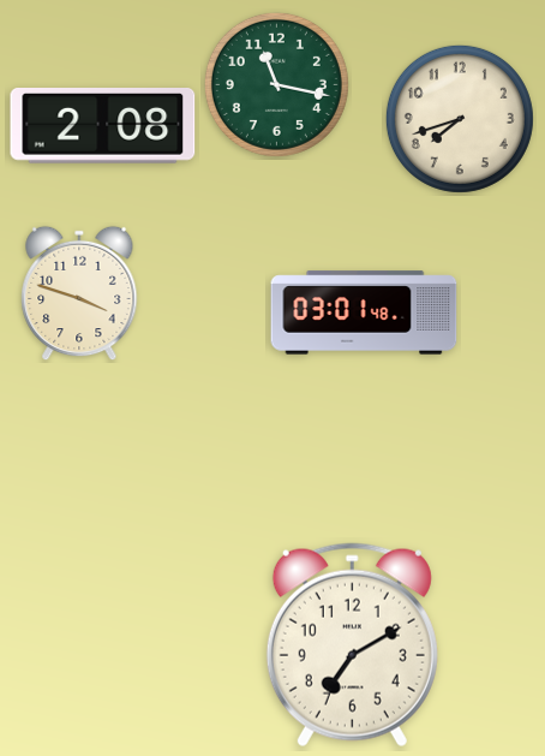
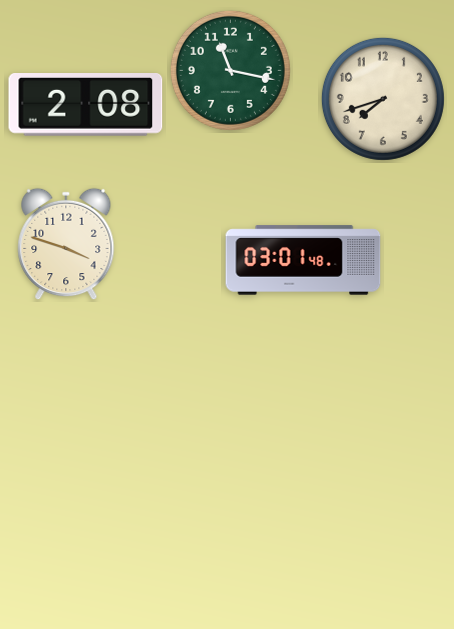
clock at (352, 645): 7:10 -> none
